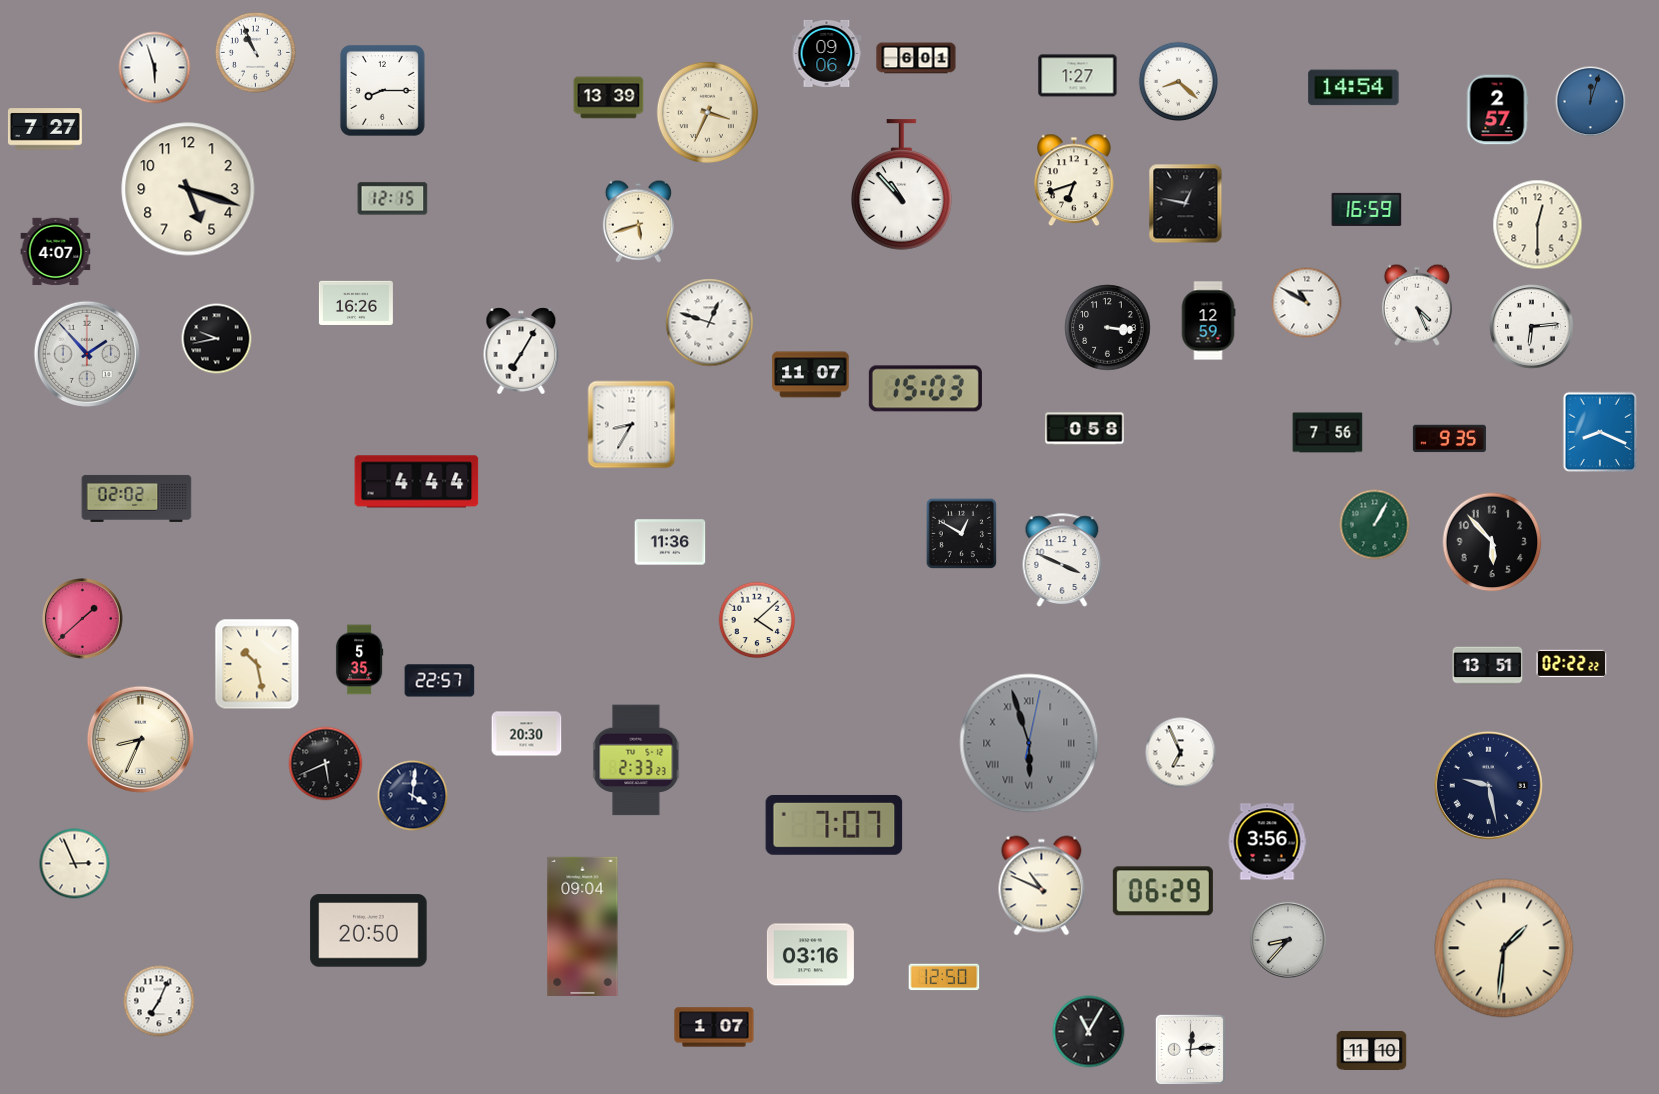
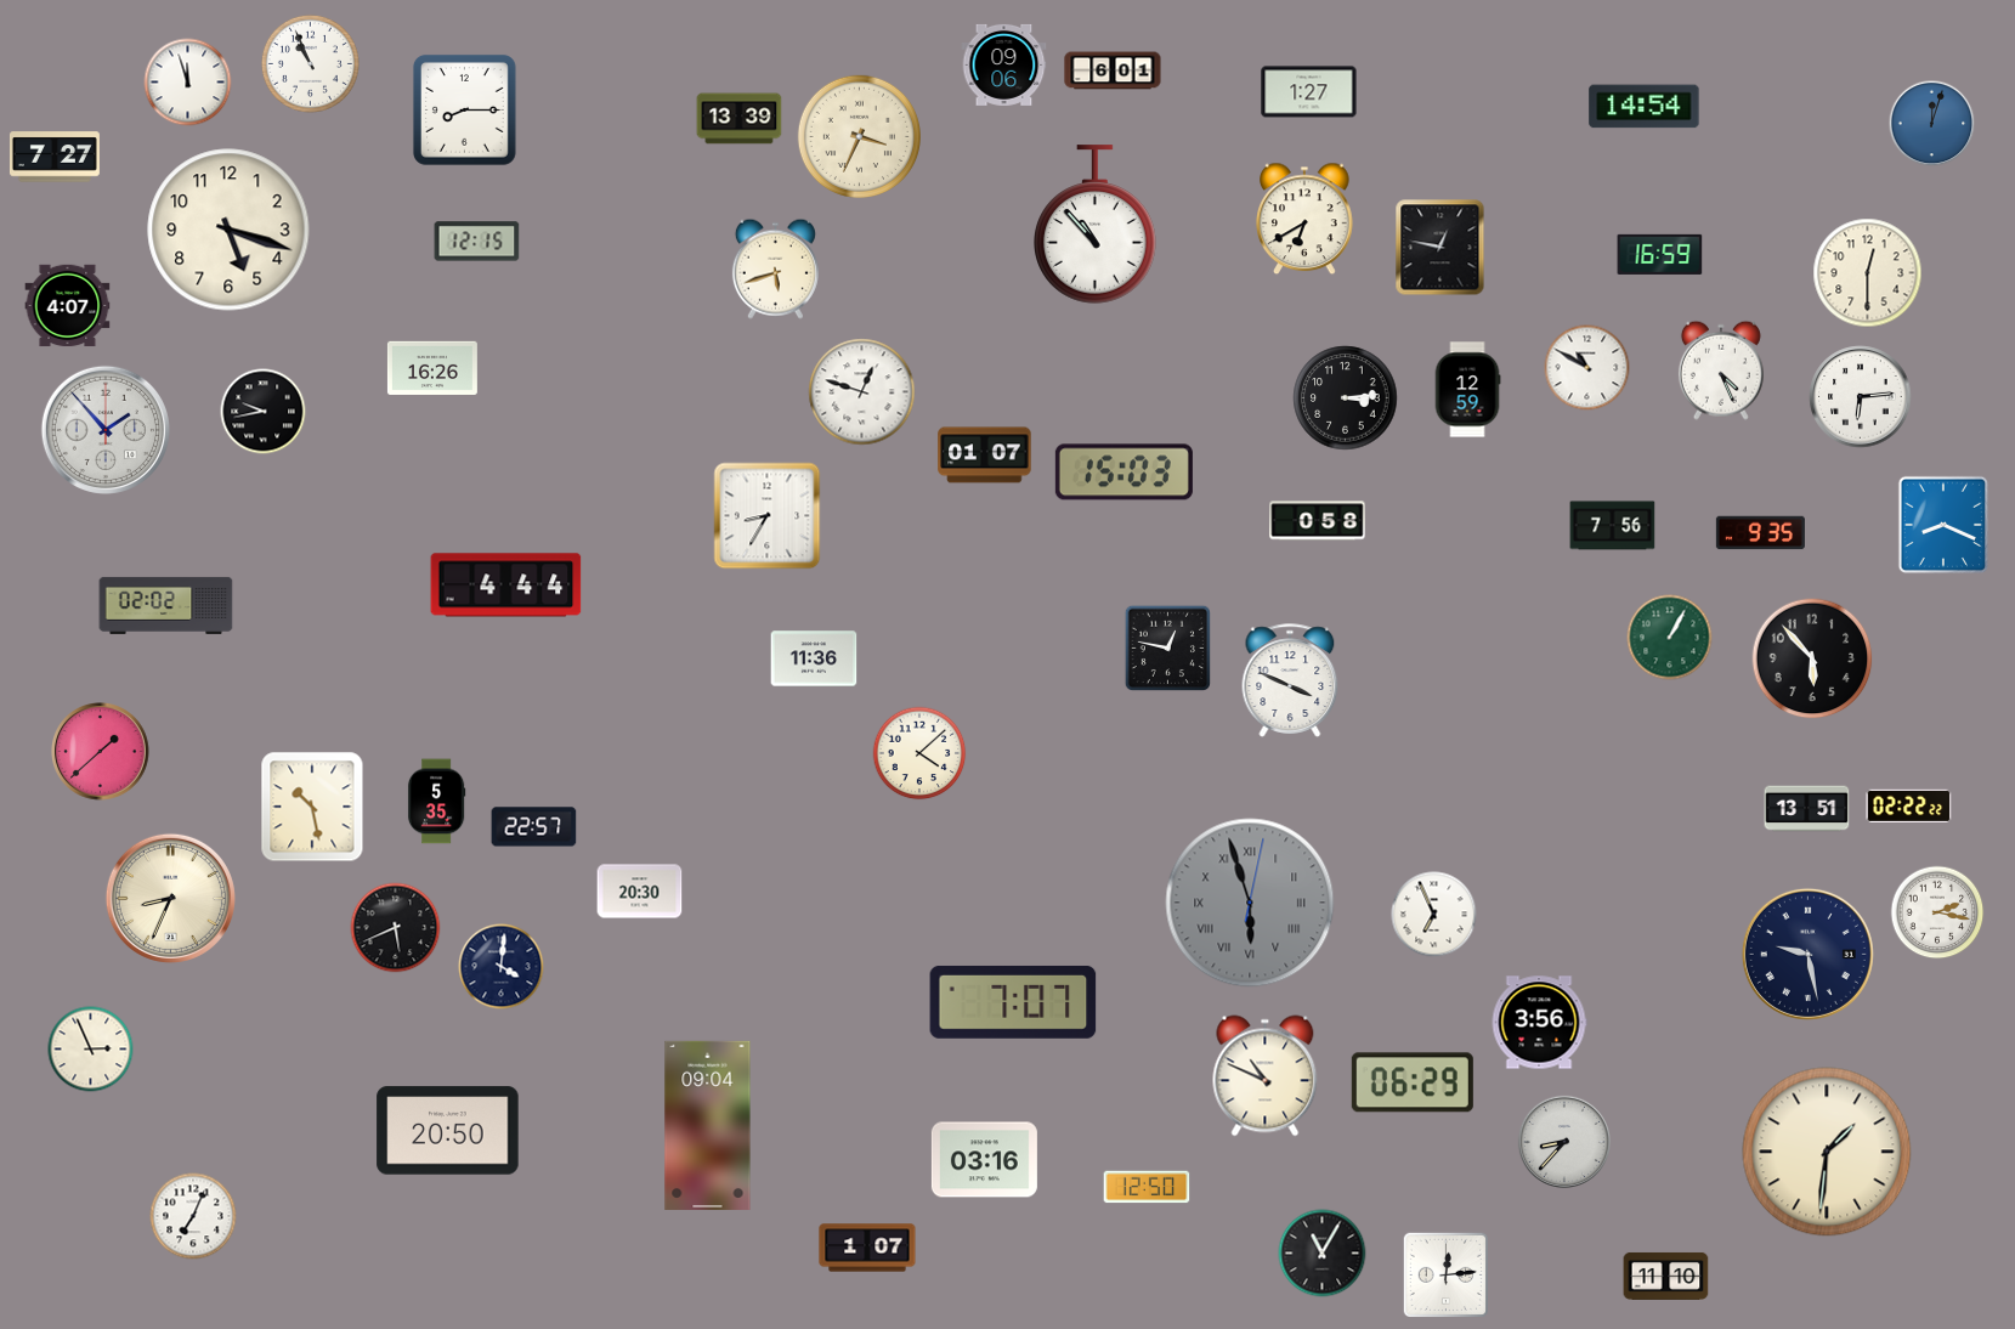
clock at (155, 68): 5:57 -> 11:57
clock at (1178, 81): 8:22 -> none
clock at (1497, 110): 2:57 -> none
clock at (1074, 180): 6:42 -> 6:40
clock at (1108, 328): 3:16 -> 3:14
clock at (521, 351): 7:05 -> none
clock at (811, 375): 11:07 -> 01:07
clock at (961, 533): 12:50 -> 12:47
clock at (1937, 912): none -> 2:17
clock at (636, 760): 2:33 -> none
